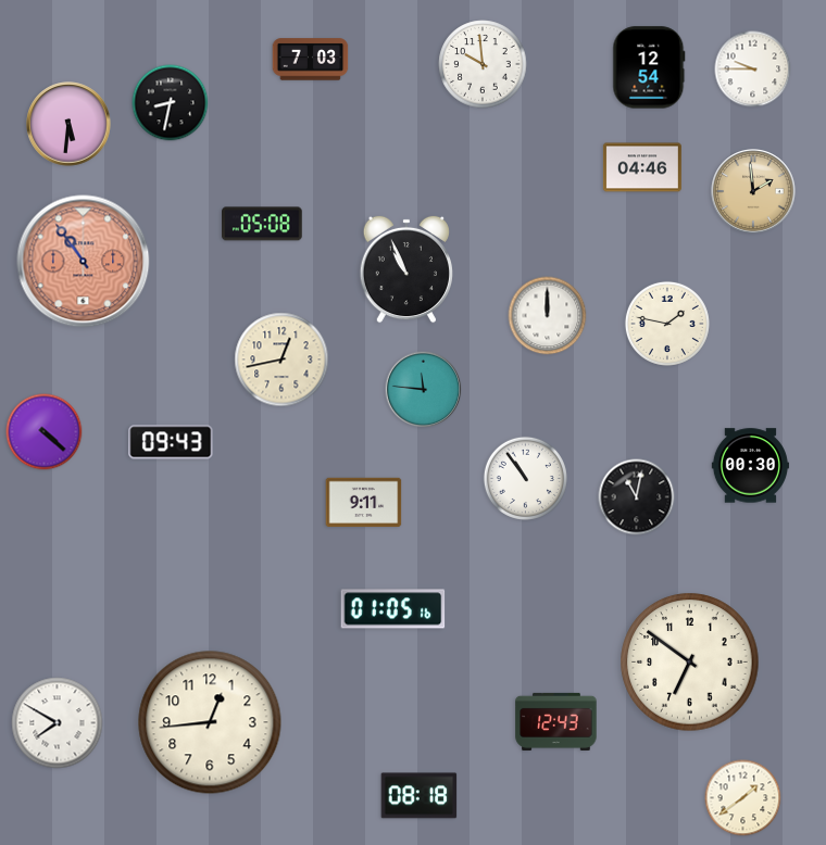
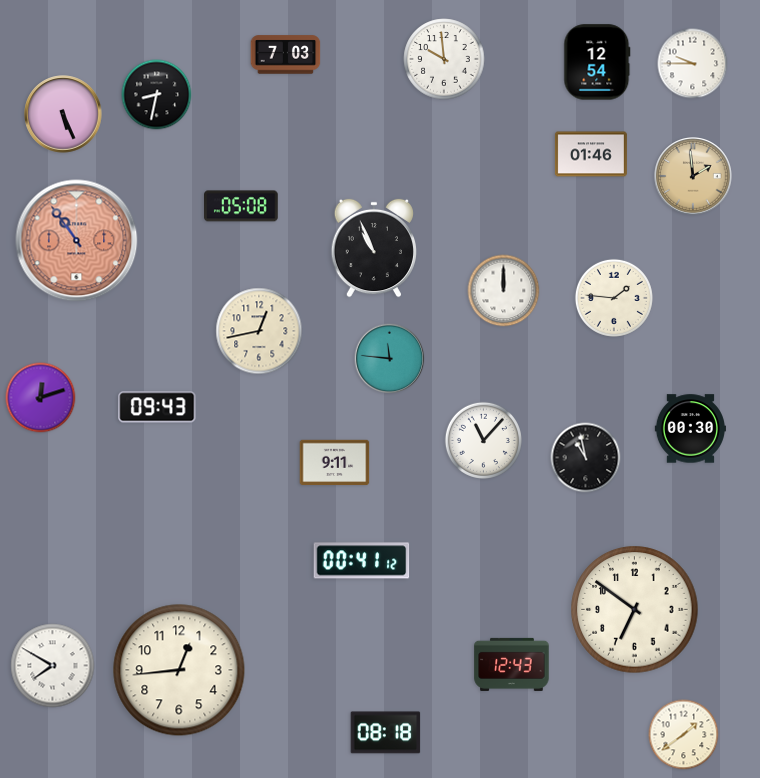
clock at (68, 124): 5:31 -> 5:26
clock at (642, 167): 04:46 -> 01:46
clock at (667, 324): 1:47 -> 1:46
clock at (45, 432): 4:22 -> 12:12
clock at (525, 478): 10:54 -> 11:07
clock at (637, 497): 11:02 -> 10:58
clock at (393, 609): 01:05 -> 00:41
clock at (210, 722) position: (210, 722) -> (179, 670)
